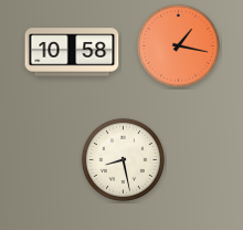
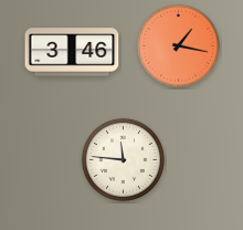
clock at (72, 52): 10:58 -> 3:46
clock at (123, 159): 8:28 -> 11:46
